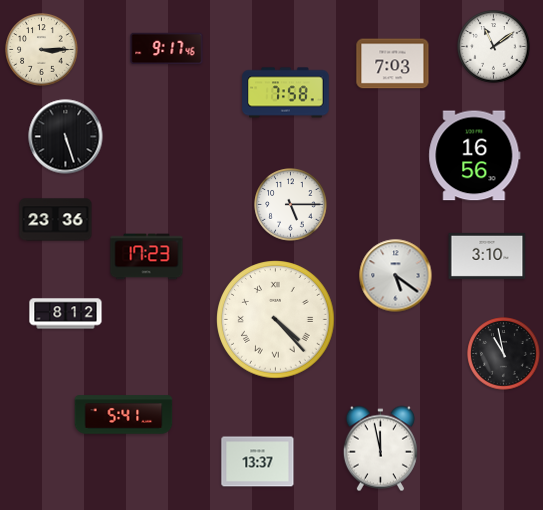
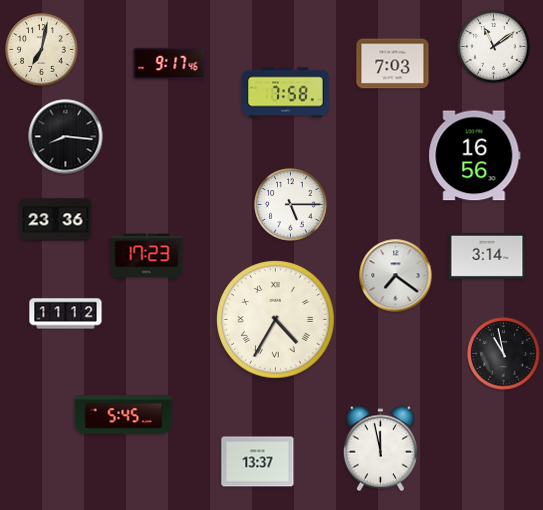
clock at (167, 49) position: (167, 49) -> (170, 64)
clock at (42, 50): 3:15 -> 7:02
clock at (66, 137): 5:27 -> 8:16
clock at (487, 256): 3:10 -> 3:14
clock at (396, 276): 5:21 -> 7:21
clock at (66, 314): 8:12 -> 11:12
clock at (276, 320): 4:23 -> 4:35
clock at (124, 415): 5:41 -> 5:45
